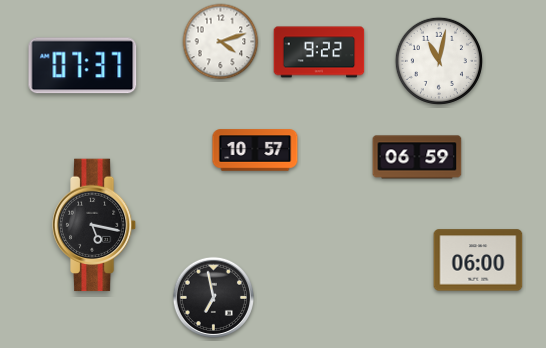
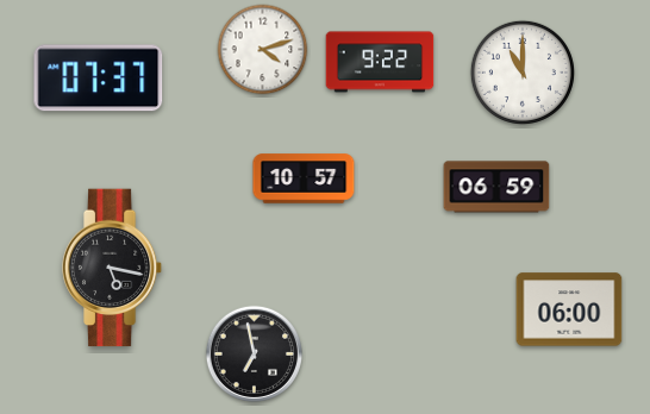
clock at (439, 61): 11:02 -> 11:00
